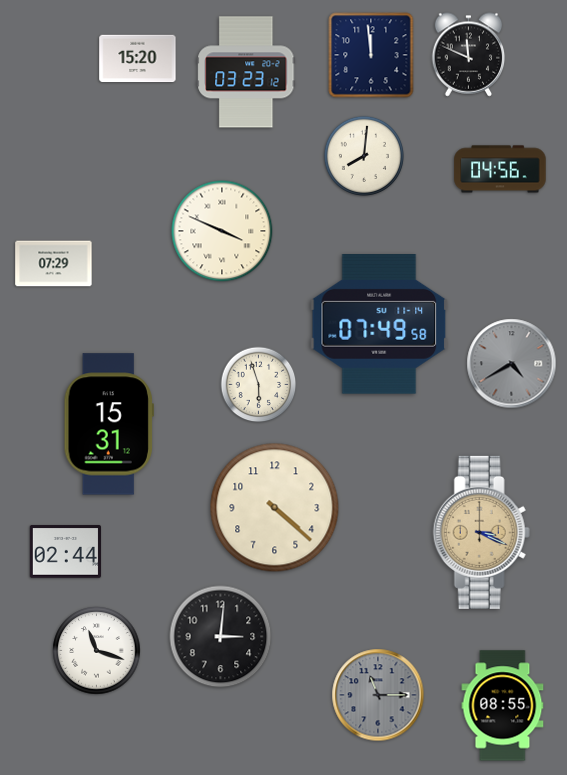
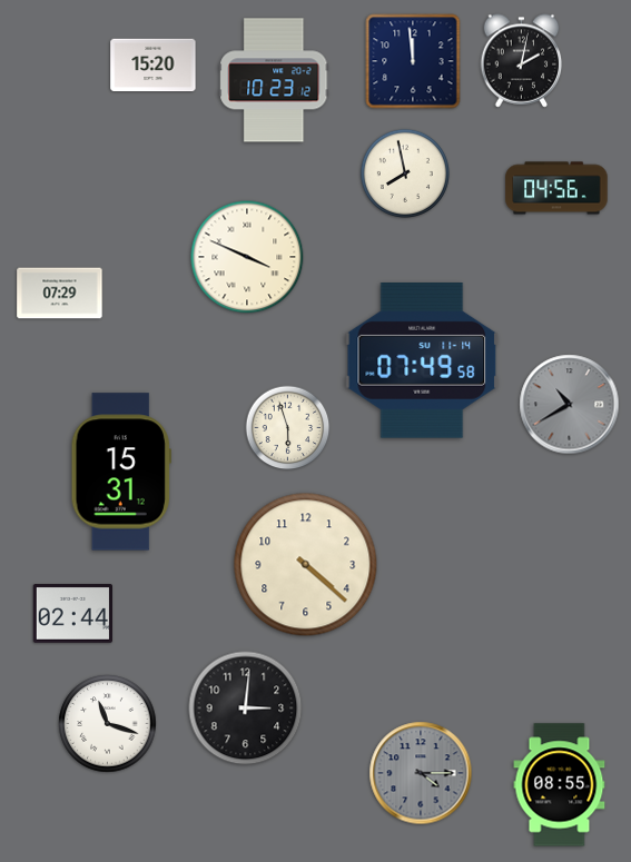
clock at (469, 55): 11:49 -> 2:02
clock at (246, 72): 03:23 -> 10:23
clock at (364, 156): 8:01 -> 7:58
clock at (512, 364): 4:40 -> 10:40
clock at (481, 532): 3:19 -> none
clock at (378, 695): 11:15 -> 4:15
